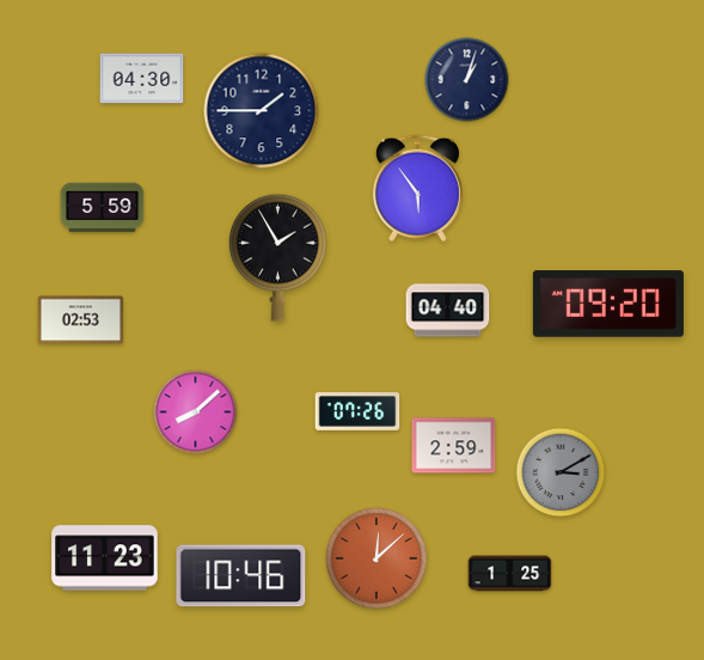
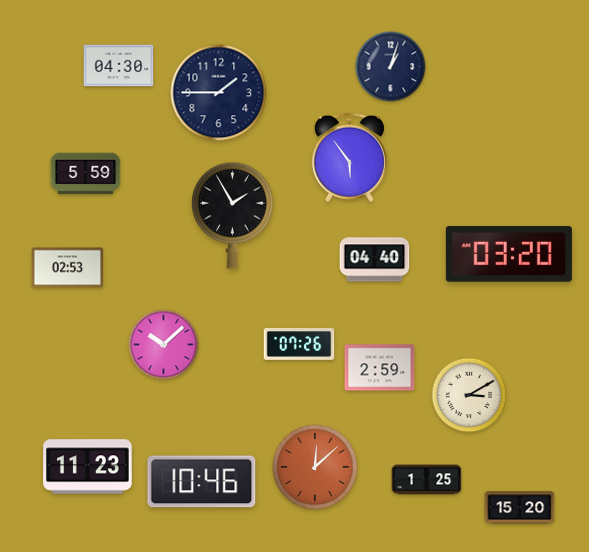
clock at (608, 304): 09:20 -> 03:20
clock at (196, 412): 8:08 -> 10:08
clock at (454, 446) position: (454, 446) -> (380, 368)
clock at (561, 472) dial: grey -> cream
clock at (520, 508): none -> 15:20
